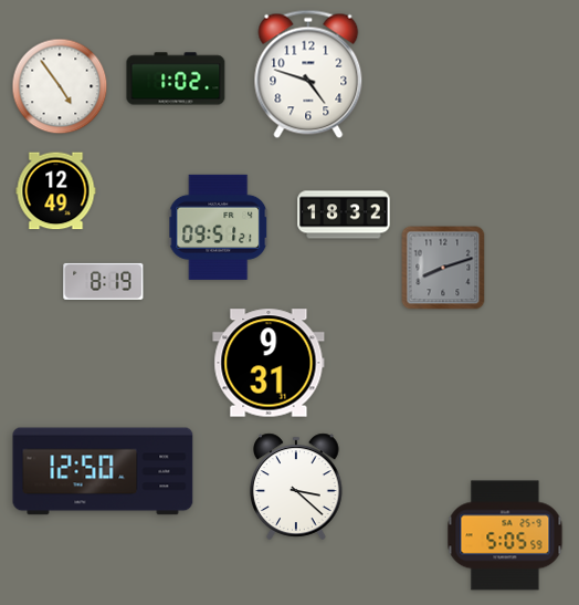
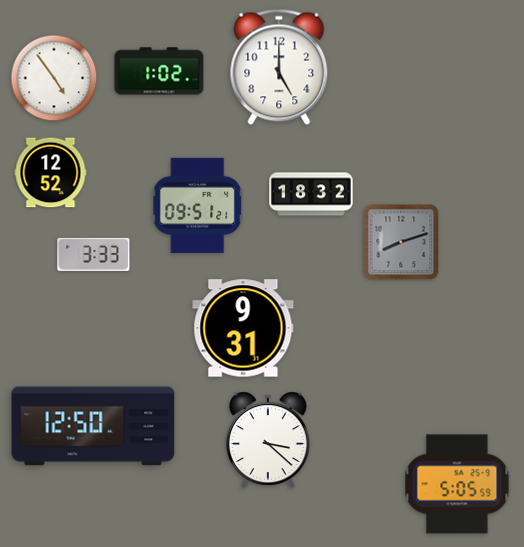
clock at (308, 74): 4:48 -> 5:00
clock at (56, 191): 12:49 -> 12:52
clock at (104, 281): 8:19 -> 3:33
